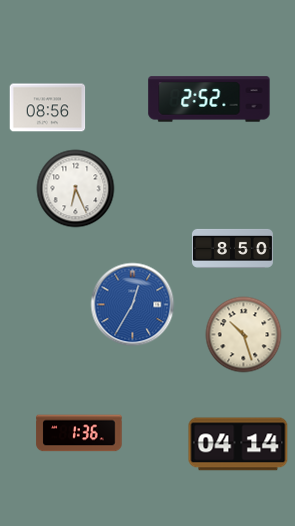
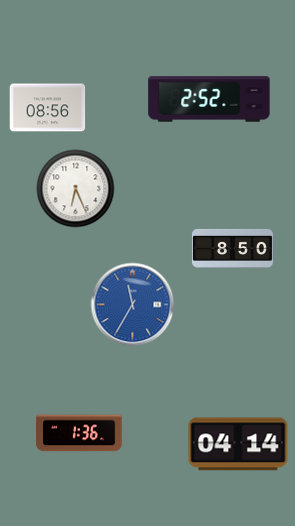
clock at (133, 305): 12:35 -> 11:35
clock at (244, 335): 10:27 -> none
